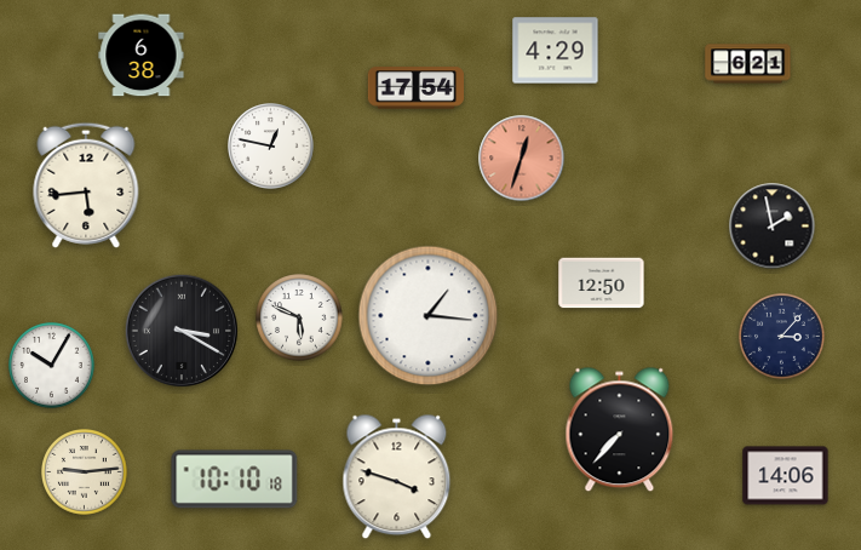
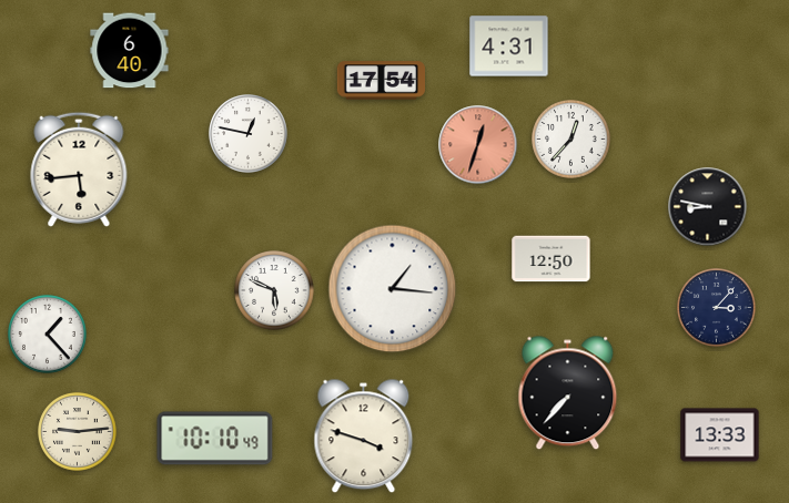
clock at (556, 51): 4:29 -> 4:31
clock at (142, 56): 6:38 -> 6:40
clock at (748, 64): 6:21 -> none
clock at (571, 140): none -> 12:37
clock at (773, 227): 1:58 -> 8:47
clock at (182, 331): 3:20 -> none
clock at (52, 366): 10:05 -> 1:23
clock at (786, 476): 14:06 -> 13:33
clock at (235, 480): 10:10:18 -> 10:10:49
